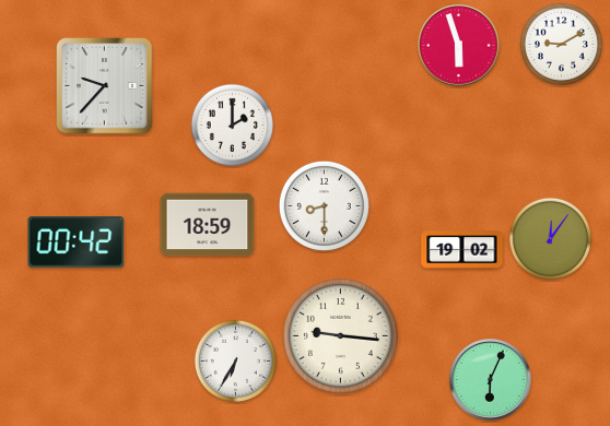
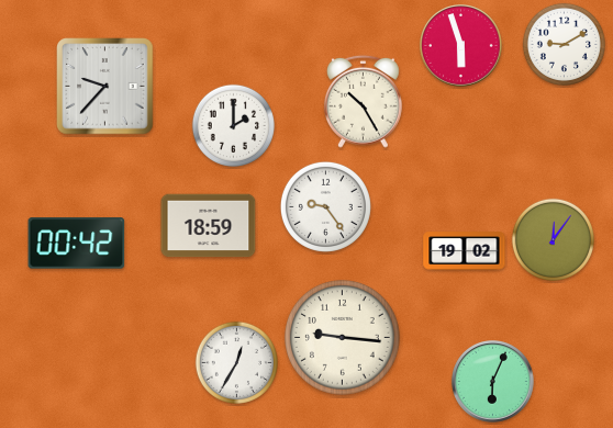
clock at (363, 101): none -> 10:25
clock at (324, 205): 8:30 -> 9:24
clock at (235, 360): 6:35 -> 12:35
